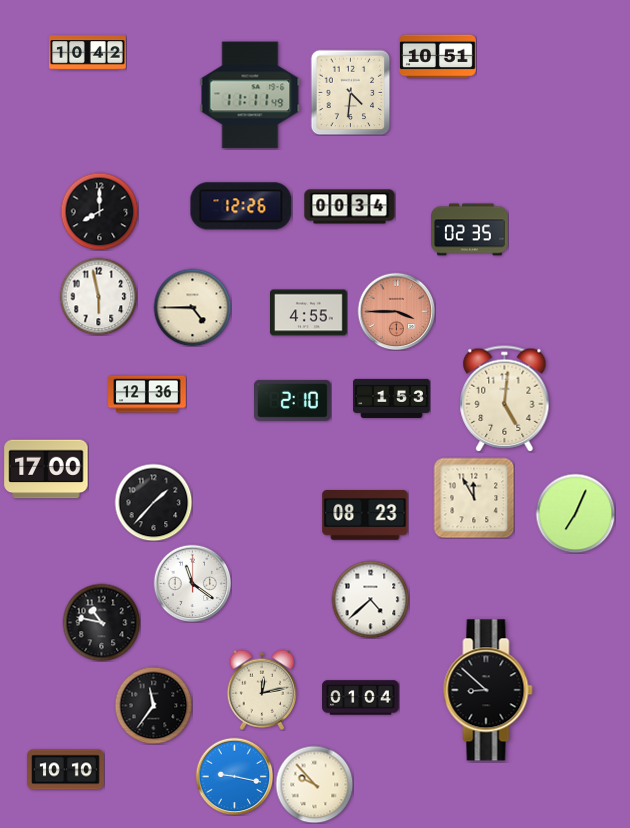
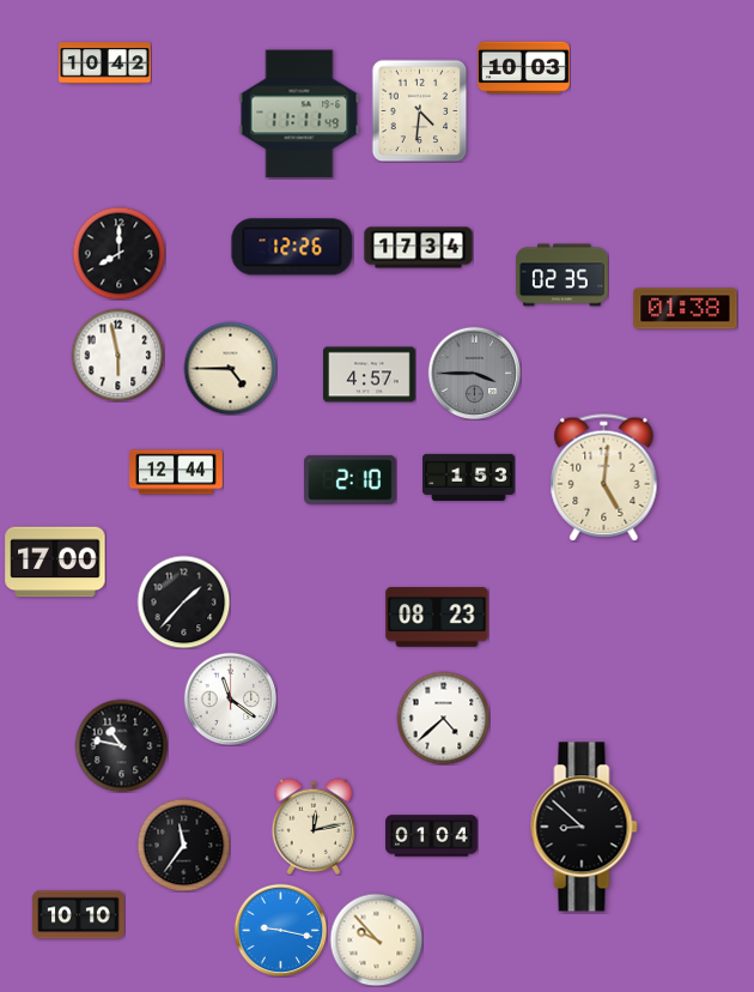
clock at (438, 57): 10:51 -> 10:03
clock at (241, 206) position: (241, 206) -> (292, 247)
clock at (350, 207): 00:34 -> 17:34
clock at (686, 309): none -> 01:38
clock at (396, 311) dial: salmon -> grey
clock at (309, 313): 4:55 -> 4:57
clock at (147, 394): 12:36 -> 12:44
clock at (474, 498): 11:55 -> none
clock at (575, 513): 7:04 -> none
clock at (66, 770) position: (66, 770) -> (79, 915)
